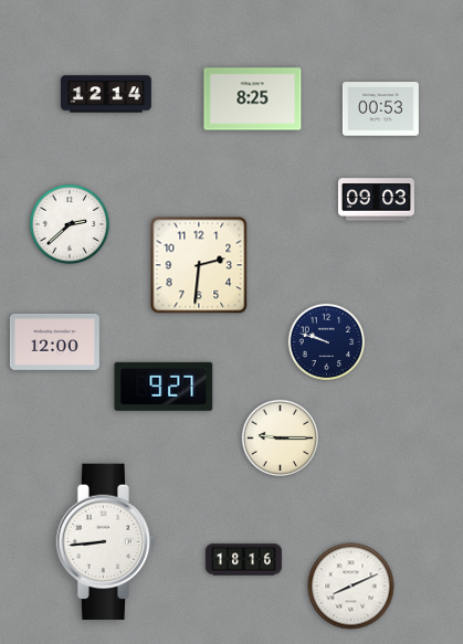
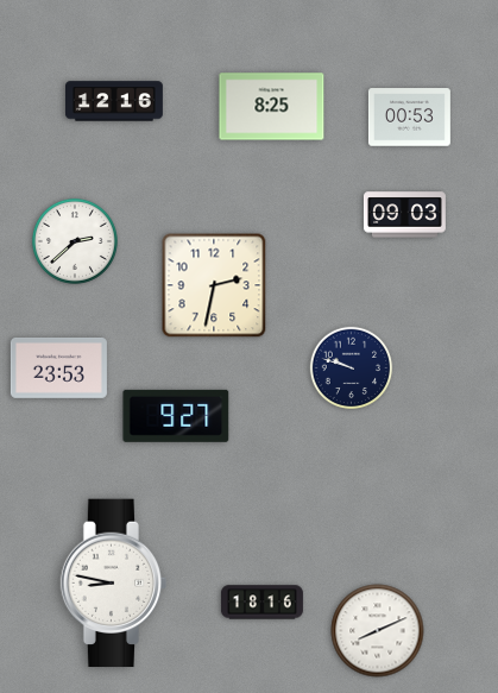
clock at (107, 94): 12:14 -> 12:16
clock at (199, 265): 2:31 -> 2:32
clock at (54, 341): 12:00 -> 23:53
clock at (281, 439): 9:15 -> none
clock at (106, 542): 8:44 -> 8:47
